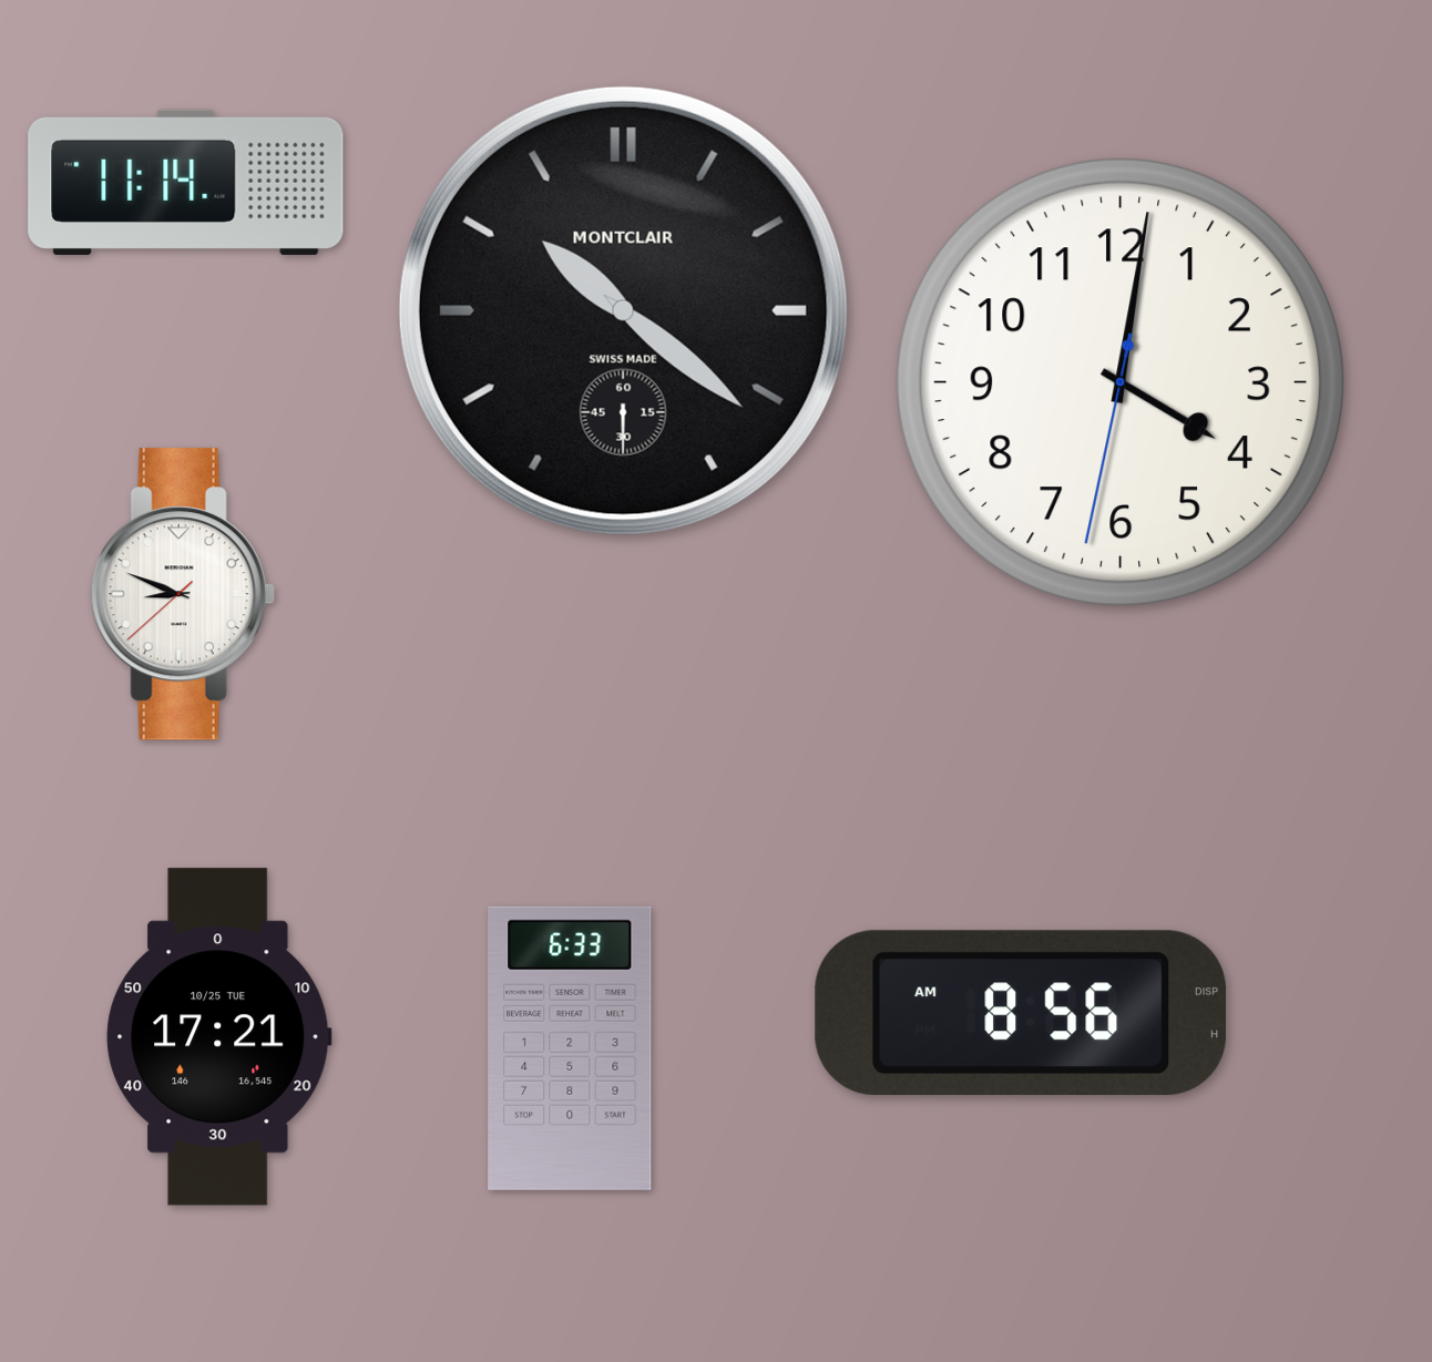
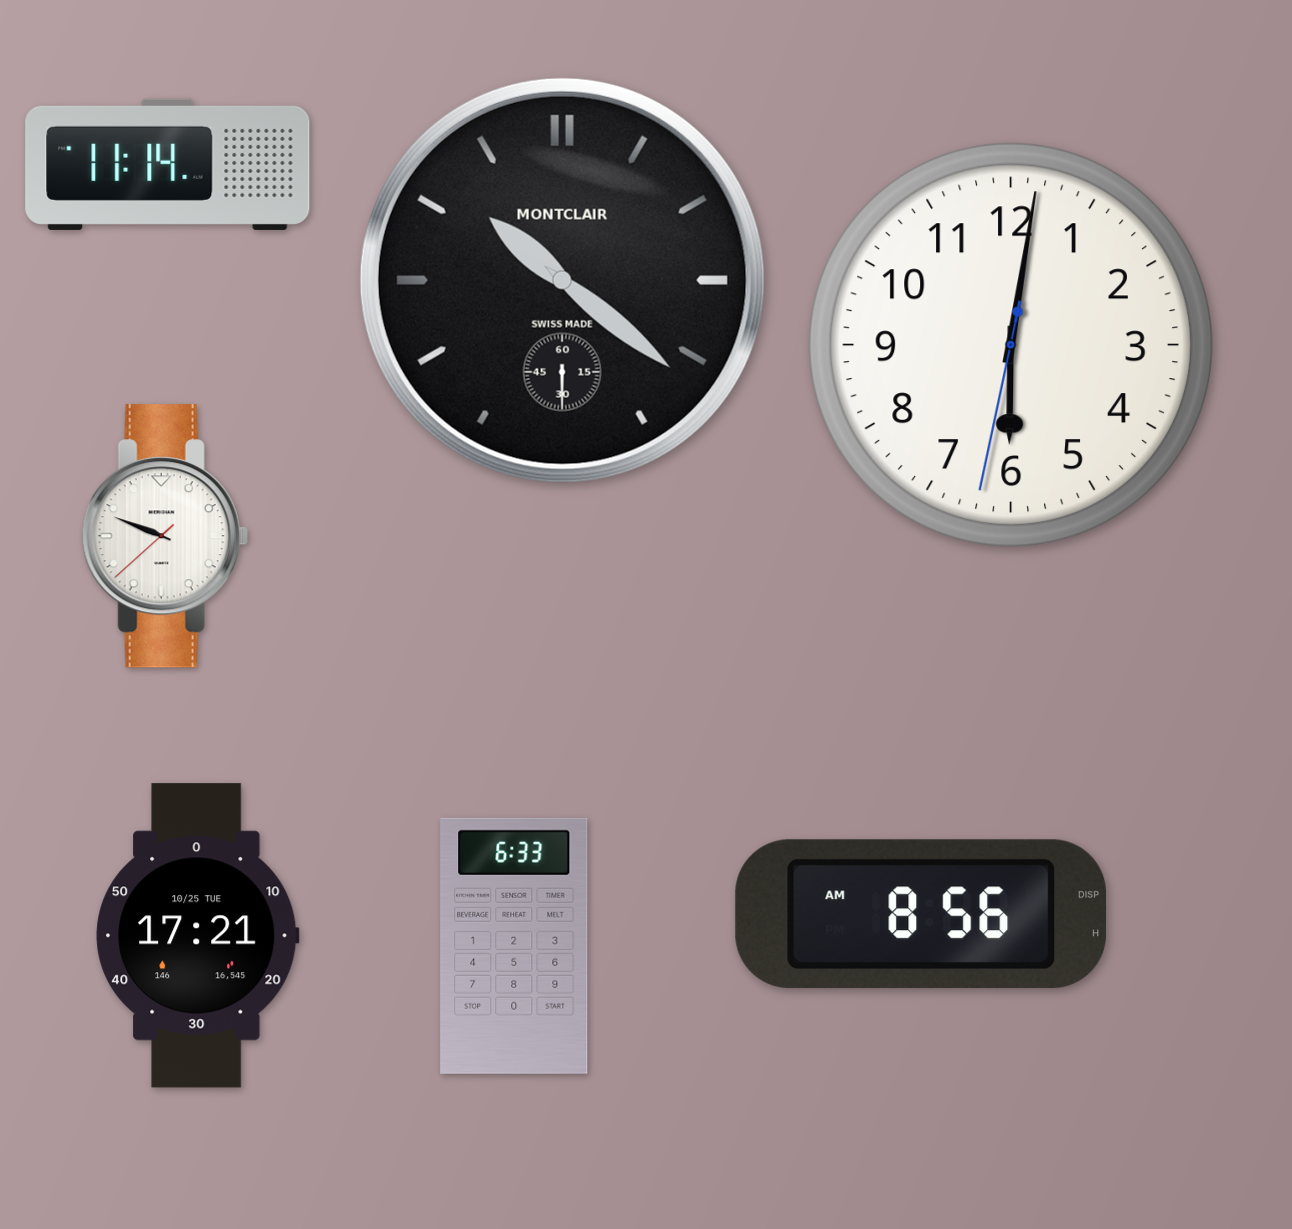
clock at (1121, 382): 4:01 -> 6:01
clock at (183, 594): 8:48 -> 9:48
